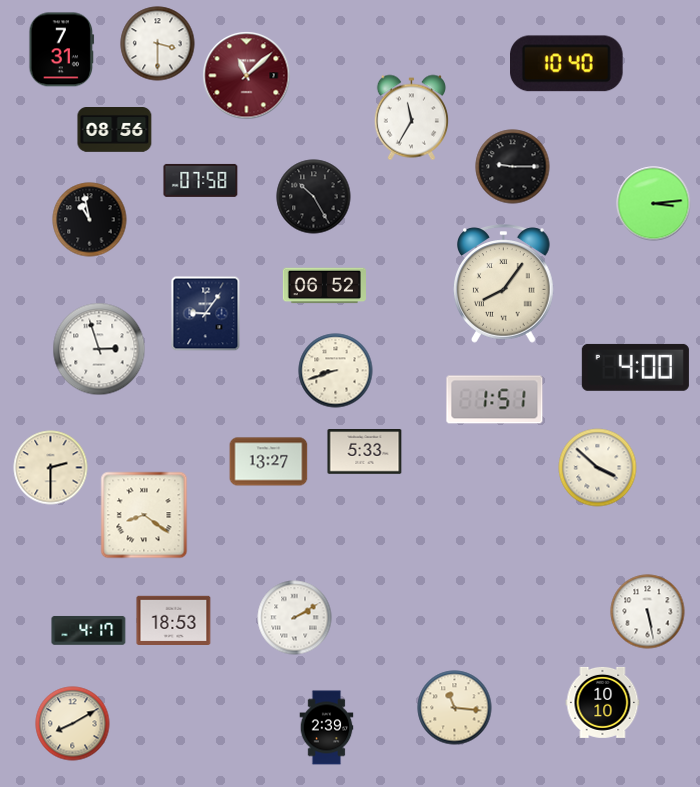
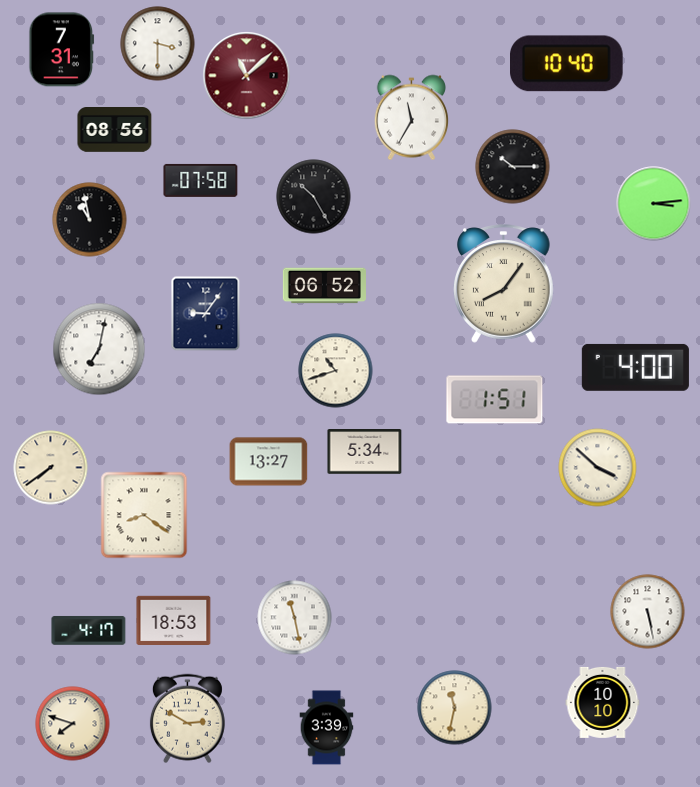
clock at (513, 167): 9:15 -> 10:15
clock at (99, 349): 2:57 -> 7:02
clock at (336, 371): 8:42 -> 10:42
clock at (365, 452): 5:33 -> 5:34
clock at (51, 468): 2:30 -> 7:39
clock at (295, 618): 2:10 -> 11:28
clock at (455, 708): 11:16 -> 11:32
clock at (187, 719): none -> 2:50
clock at (73, 724): 8:10 -> 7:48
clock at (327, 728): 2:39 -> 3:39
